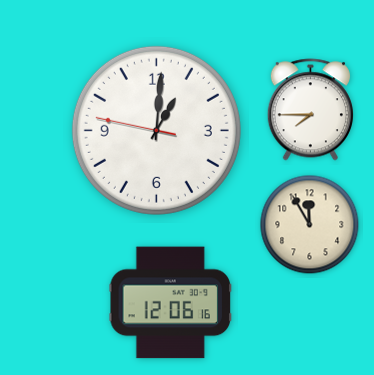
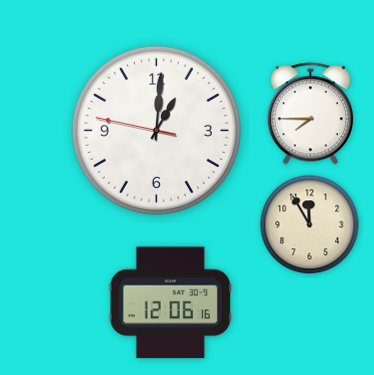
clock at (310, 110) position: (310, 110) -> (310, 114)
